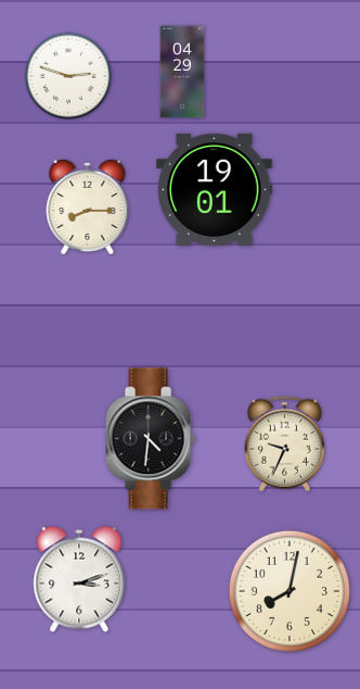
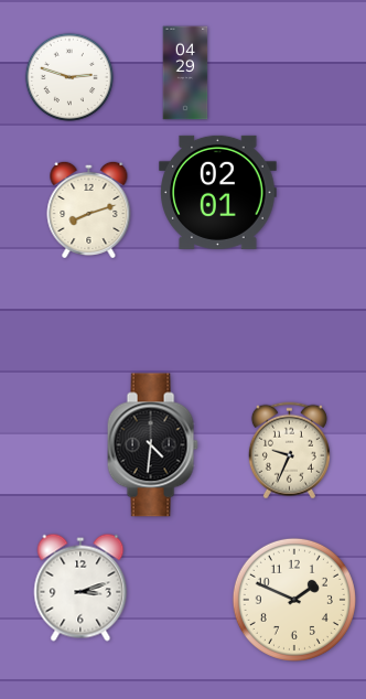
clock at (215, 189): 19:01 -> 02:01
clock at (88, 205): 8:15 -> 8:12
clock at (290, 591): 8:02 -> 1:49
